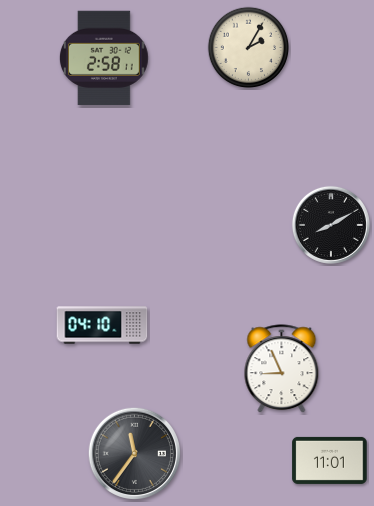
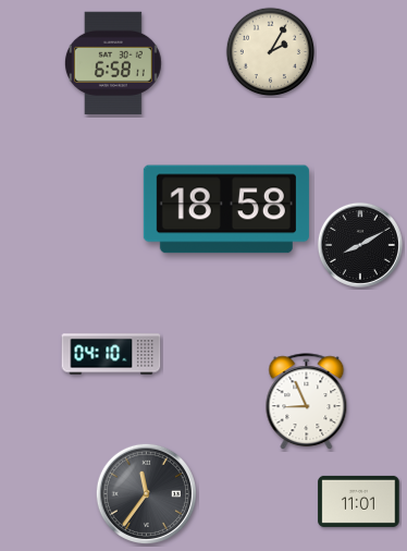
clock at (104, 57): 2:58 -> 6:58
clock at (226, 209): none -> 18:58
